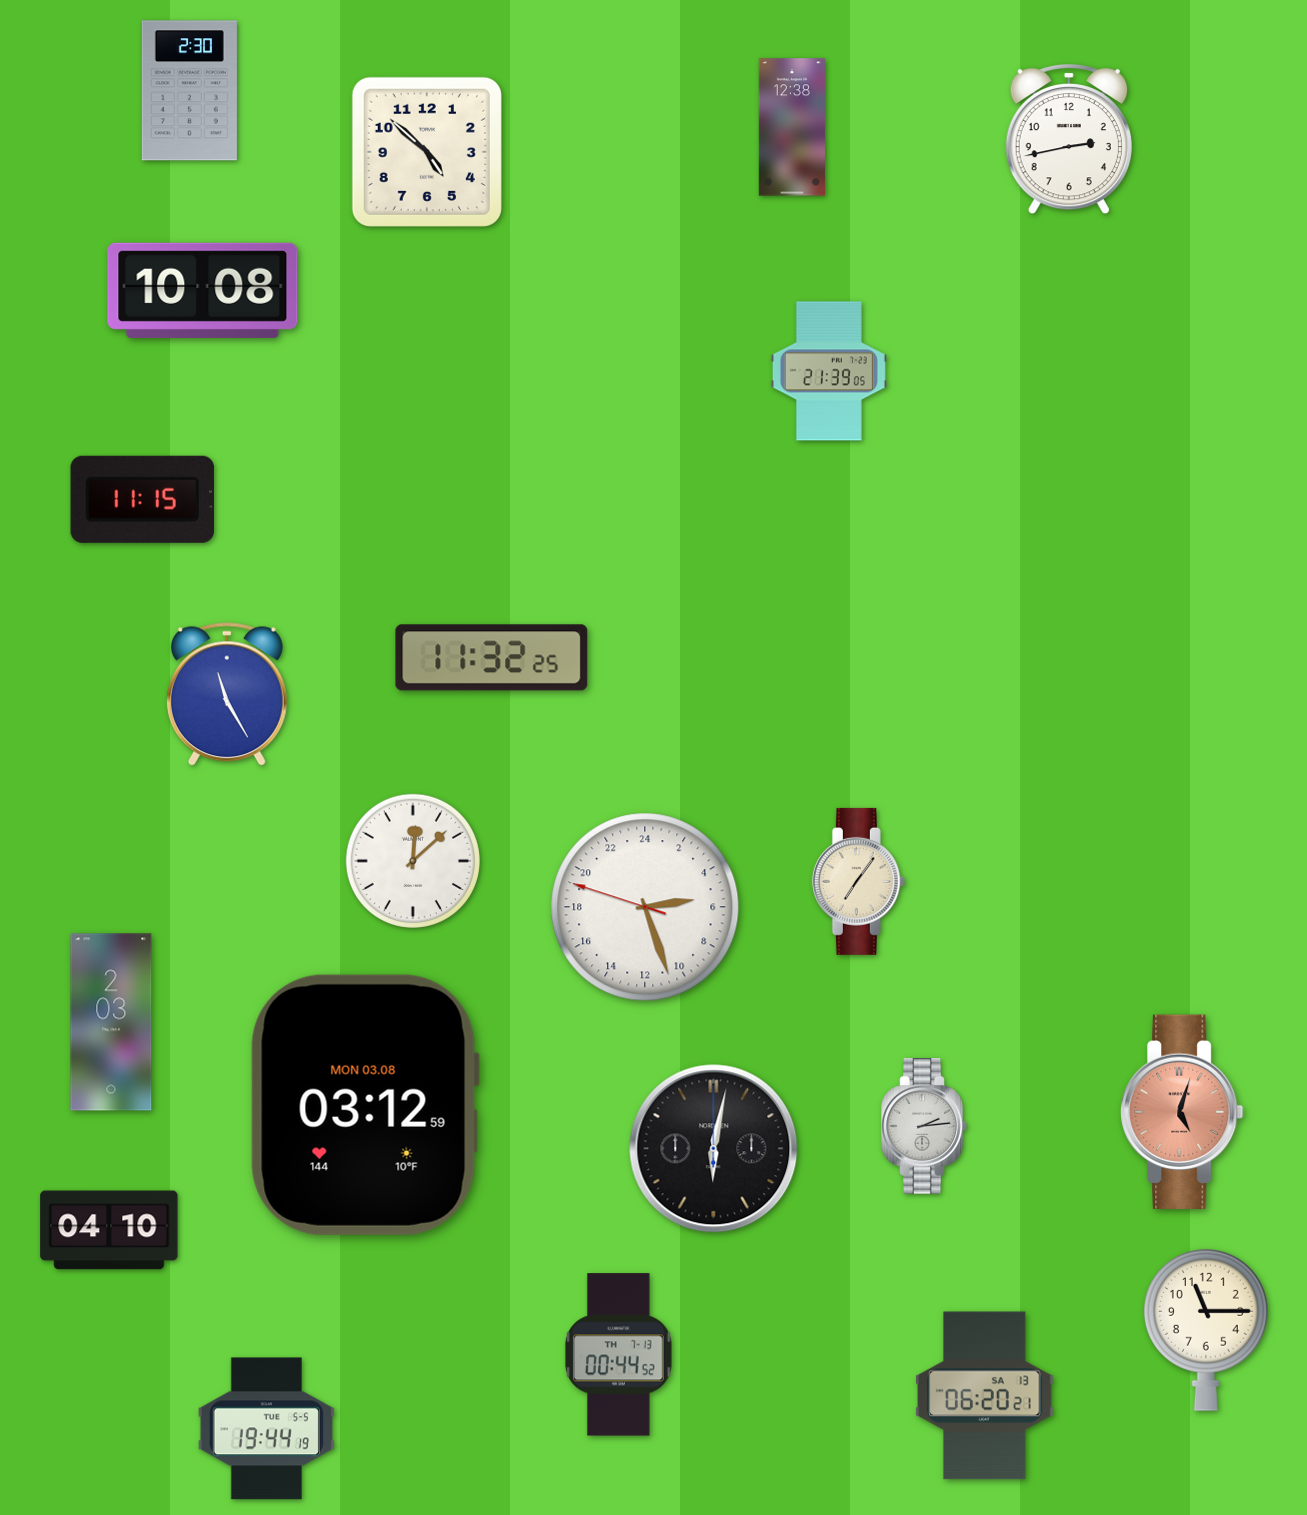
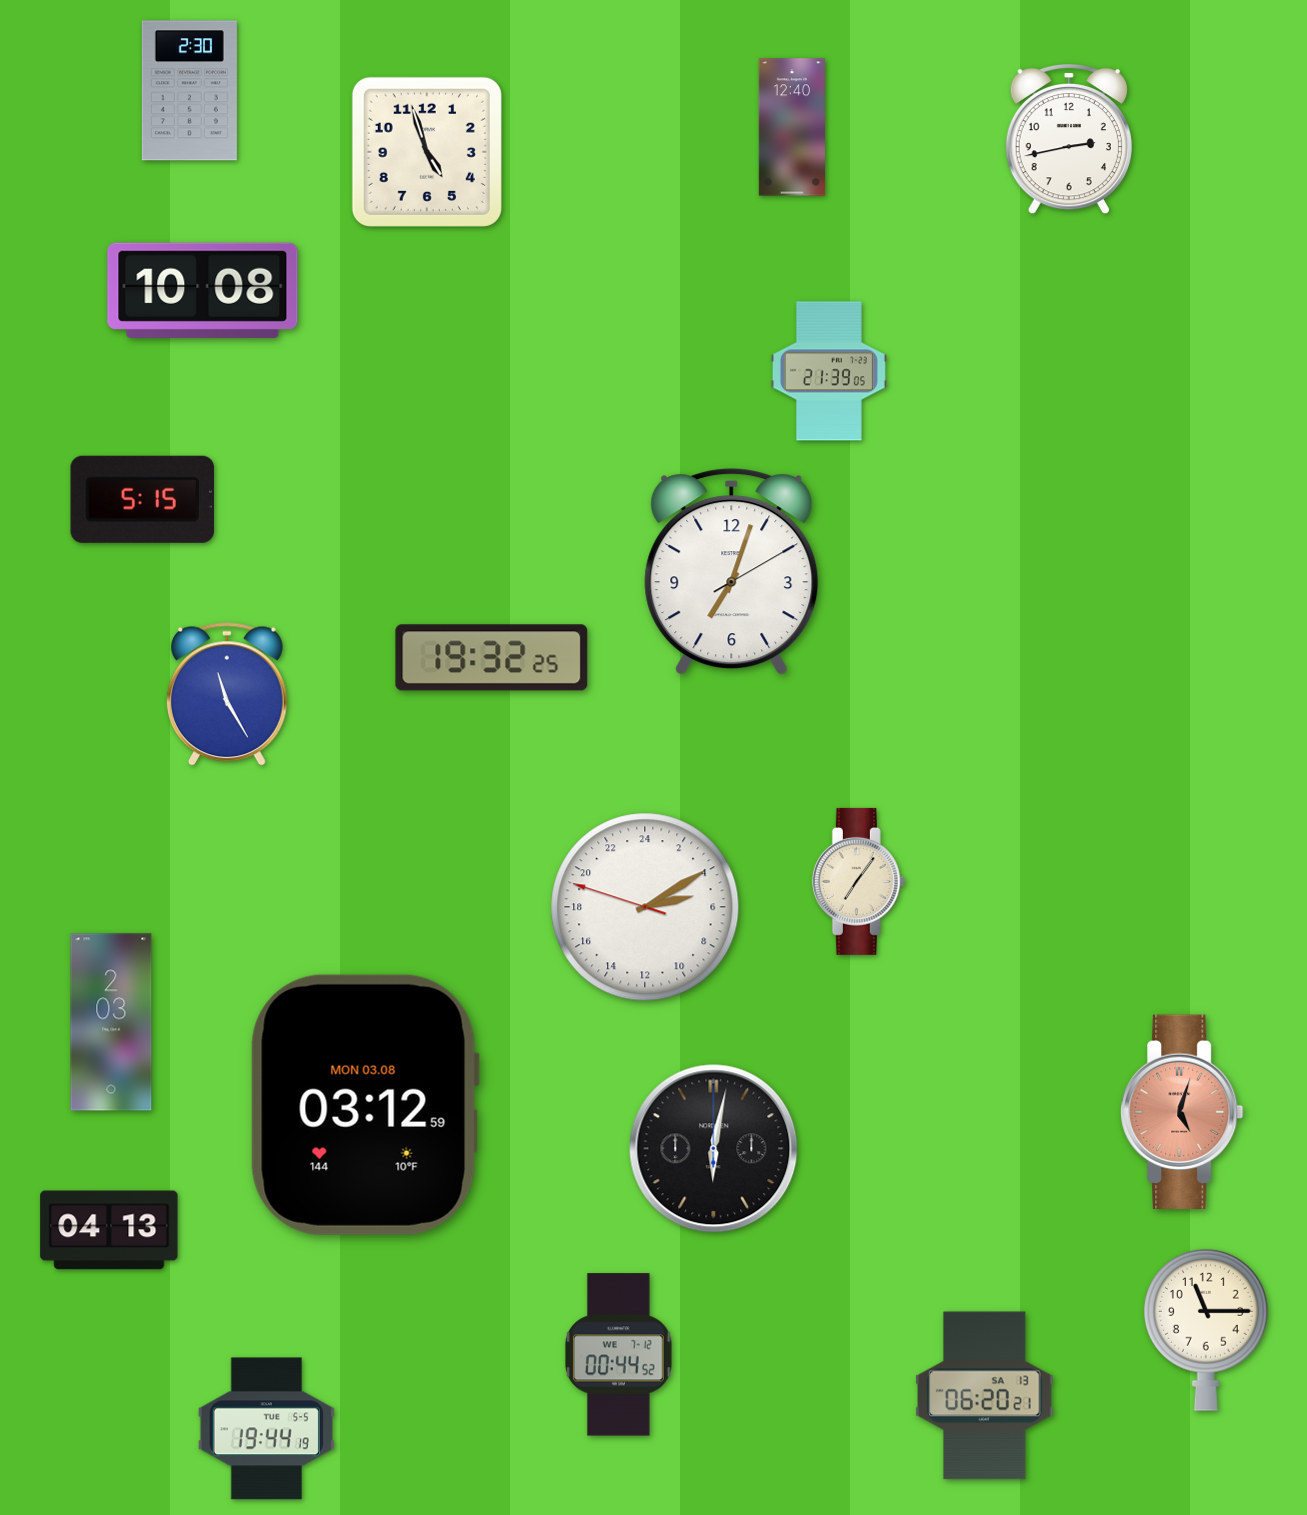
clock at (792, 127): 12:38 -> 12:40
clock at (427, 152): 4:52 -> 4:57
clock at (142, 499): 11:15 -> 5:15
clock at (732, 572): none -> 7:03
clock at (492, 658): 11:32 -> 19:32
clock at (413, 861): 12:08 -> none
clock at (645, 907): 5:26 -> 5:09
clock at (924, 1126): 2:14 -> none
clock at (109, 1230): 04:10 -> 04:13
clock at (619, 1355) date: TH 7-13 -> WE 7-12
